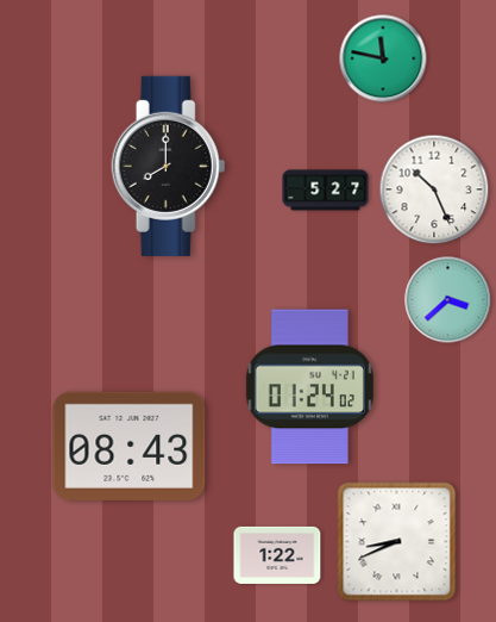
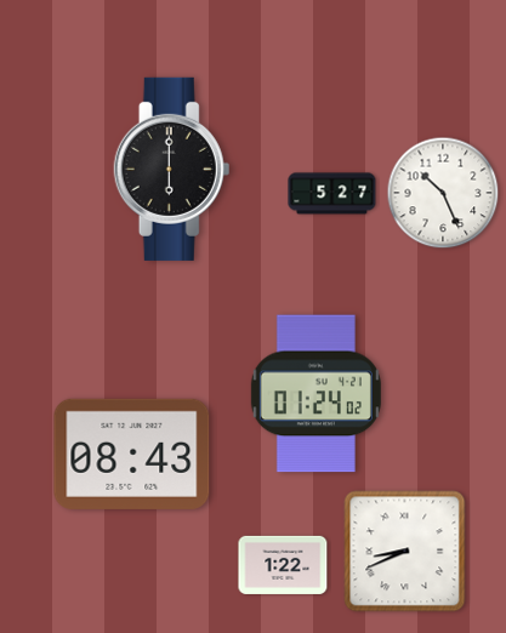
clock at (383, 58): 11:47 -> none
clock at (169, 166): 8:00 -> 6:00
clock at (448, 300): 3:38 -> none
